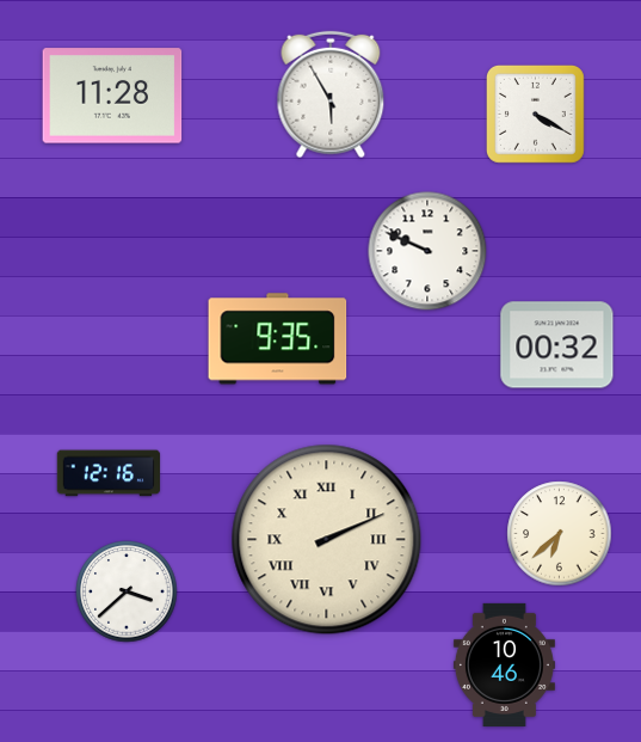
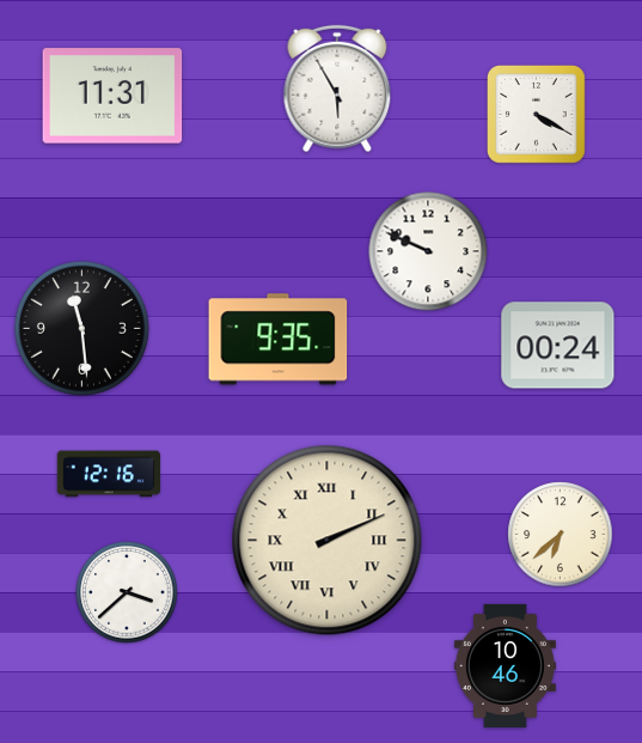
clock at (331, 94) position: (331, 94) -> (337, 89)
clock at (112, 96): 11:28 -> 11:31
clock at (81, 328): none -> 11:29
clock at (557, 345): 00:32 -> 00:24
